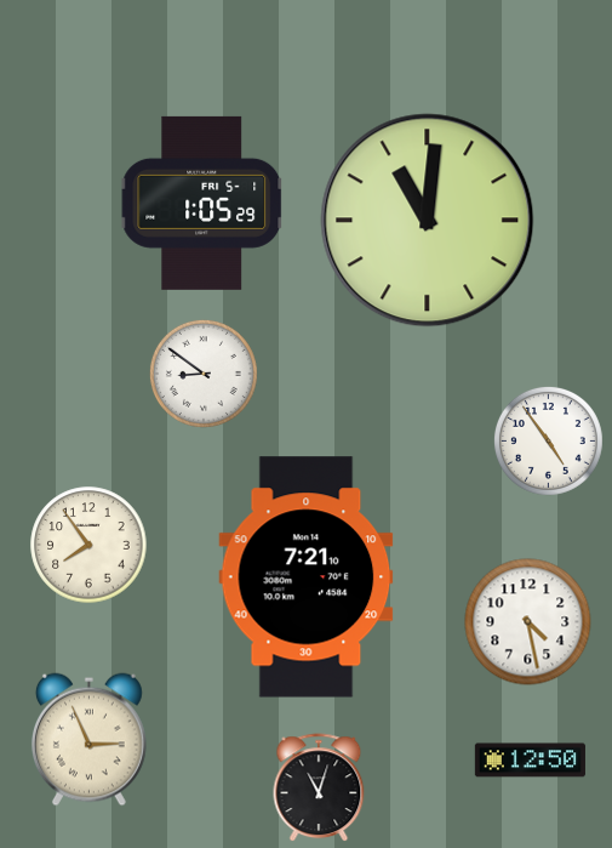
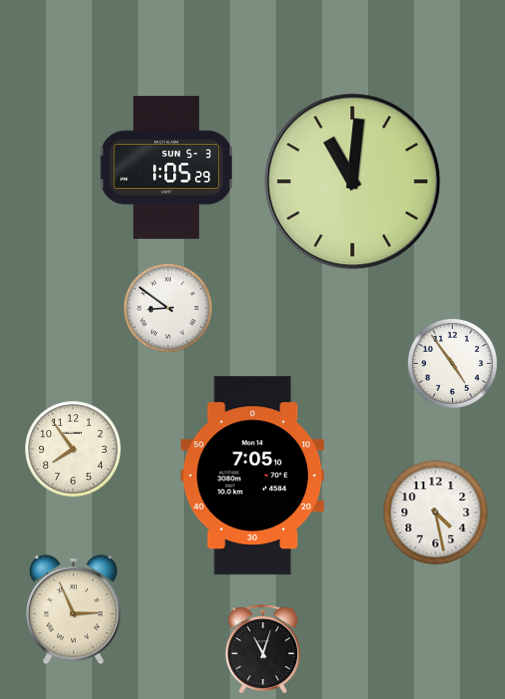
clock at (202, 203) date: FRI 5-1 -> SUN 5-3
clock at (307, 577): 7:21 -> 7:05
clock at (530, 761): 12:50 -> none
